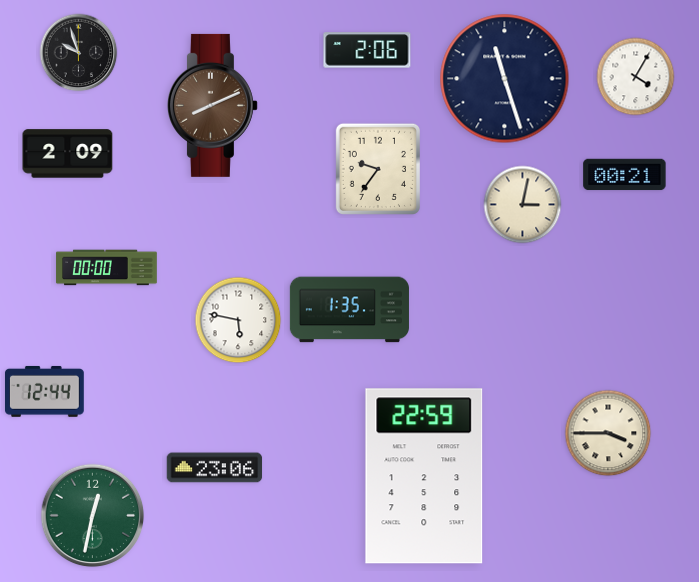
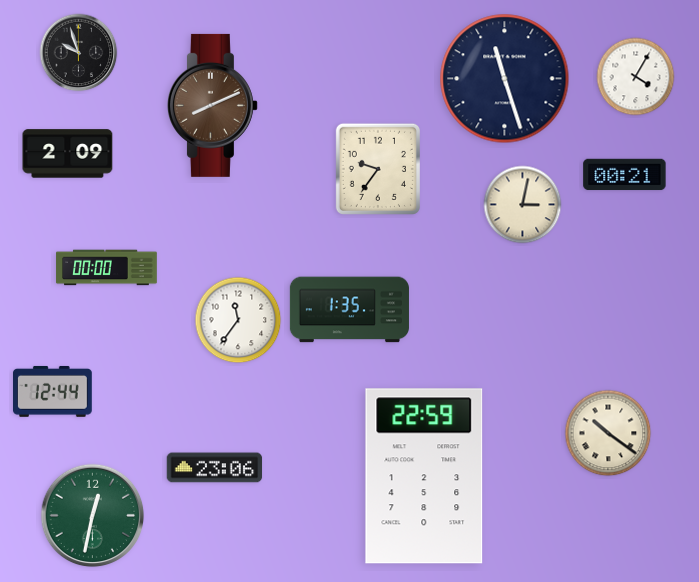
clock at (367, 50): 2:06 -> none
clock at (238, 320): 5:47 -> 11:36
clock at (45, 391) position: (45, 391) -> (53, 391)
clock at (608, 433): 3:45 -> 10:21
